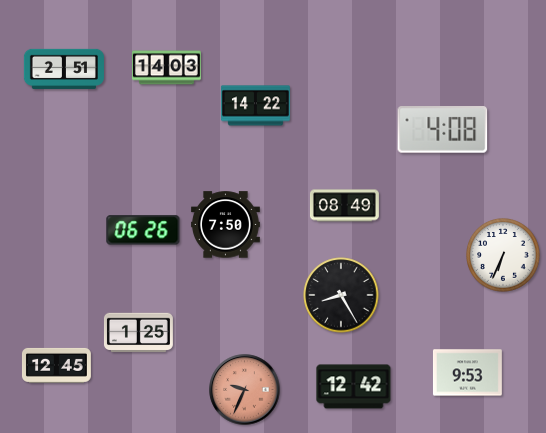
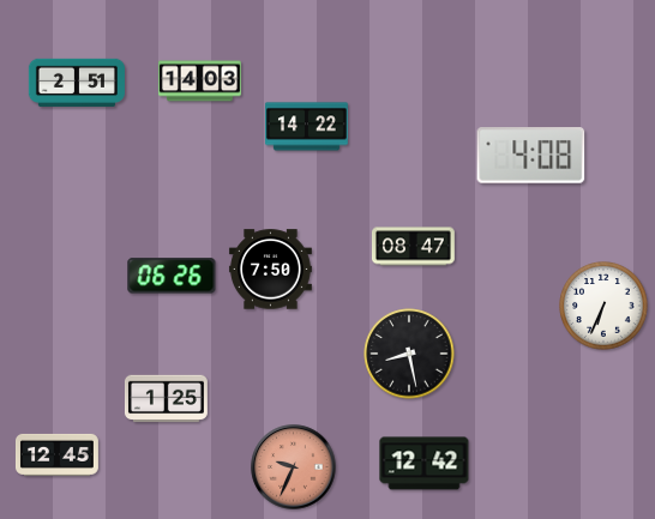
clock at (344, 206): 08:49 -> 08:47
clock at (341, 295): 8:25 -> 8:28
clock at (56, 365) position: (56, 365) -> (56, 454)
clock at (467, 373): 9:53 -> none
